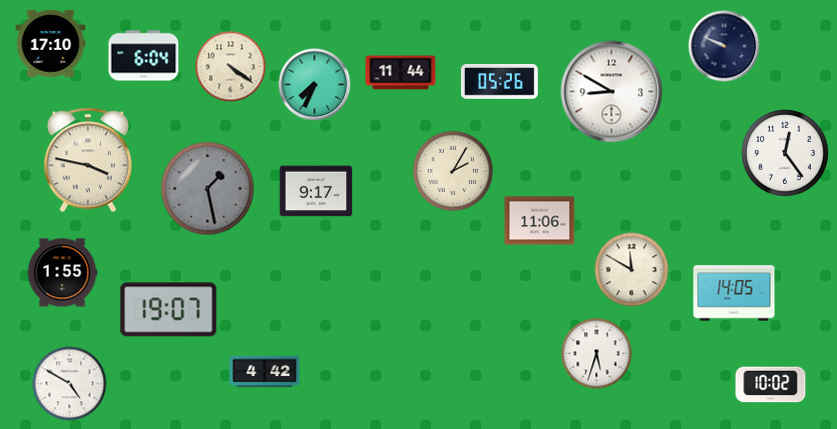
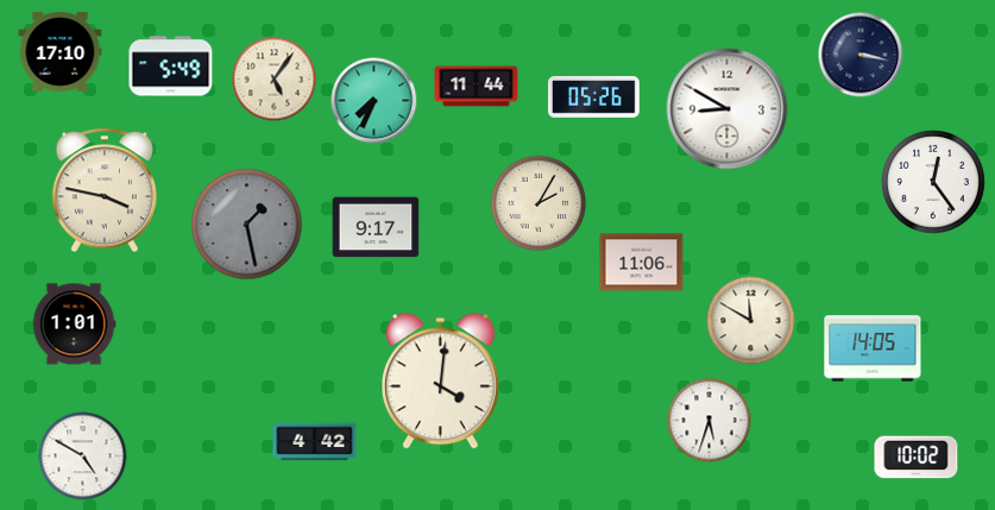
clock at (724, 46): 9:49 -> 3:17
clock at (144, 56): 6:04 -> 5:49
clock at (231, 67): 4:21 -> 5:06
clock at (62, 273): 1:55 -> 1:01
clock at (169, 310): 19:07 -> none
clock at (440, 382): none -> 4:01
